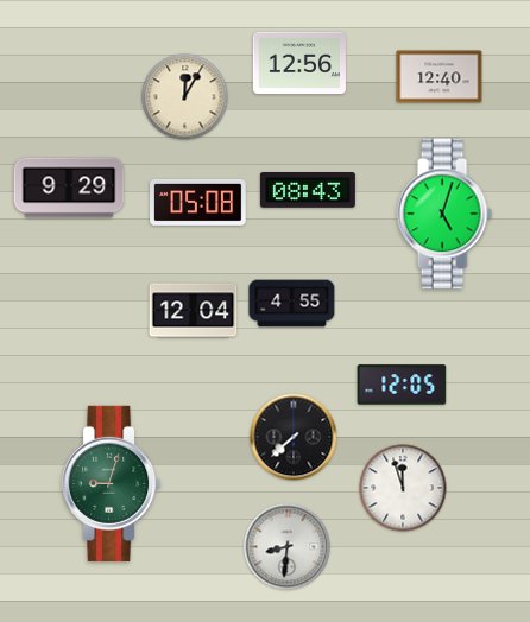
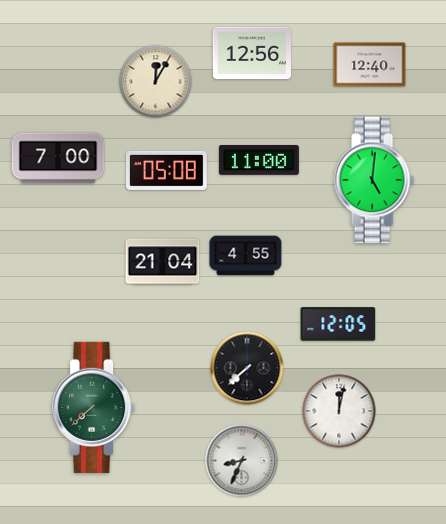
clock at (69, 188): 9:29 -> 7:00
clock at (308, 191): 08:43 -> 11:00
clock at (444, 214): 5:03 -> 5:01
clock at (194, 311): 12:04 -> 21:04
clock at (112, 483): 9:03 -> 7:38
clock at (403, 488): 11:57 -> 12:02
clock at (288, 547): 8:31 -> 8:34
